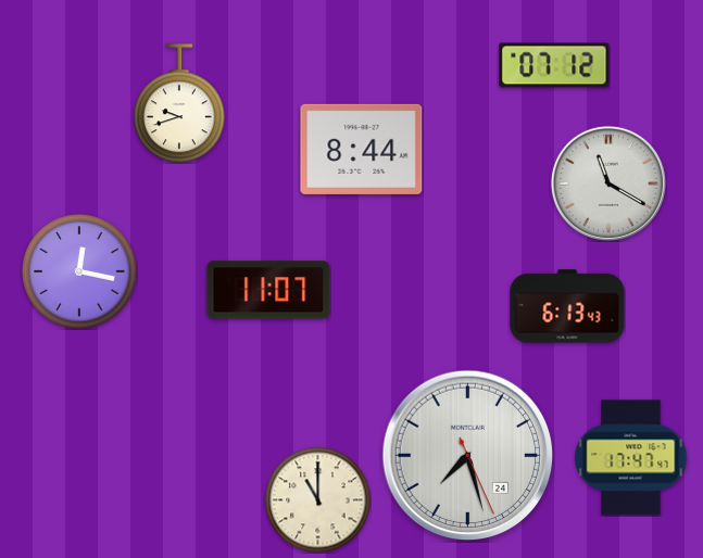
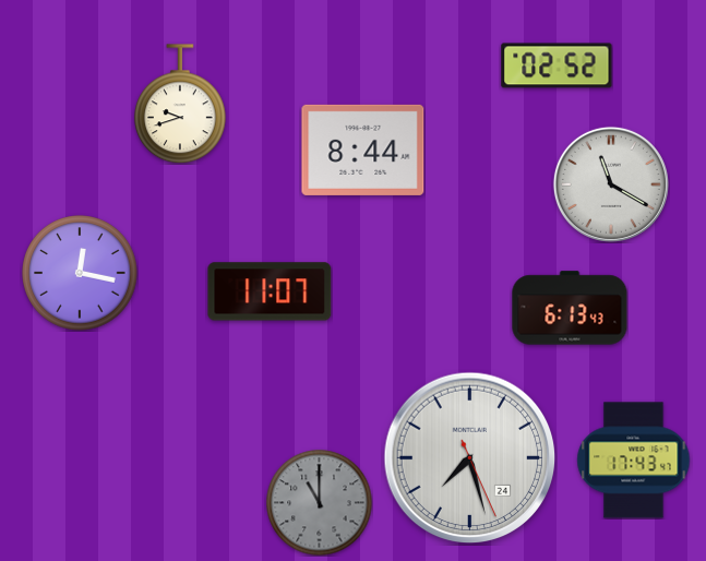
clock at (554, 65): 07:12 -> 02:52
clock at (631, 458): 17:47 -> 17:43
clock at (317, 499) dial: cream -> grey
